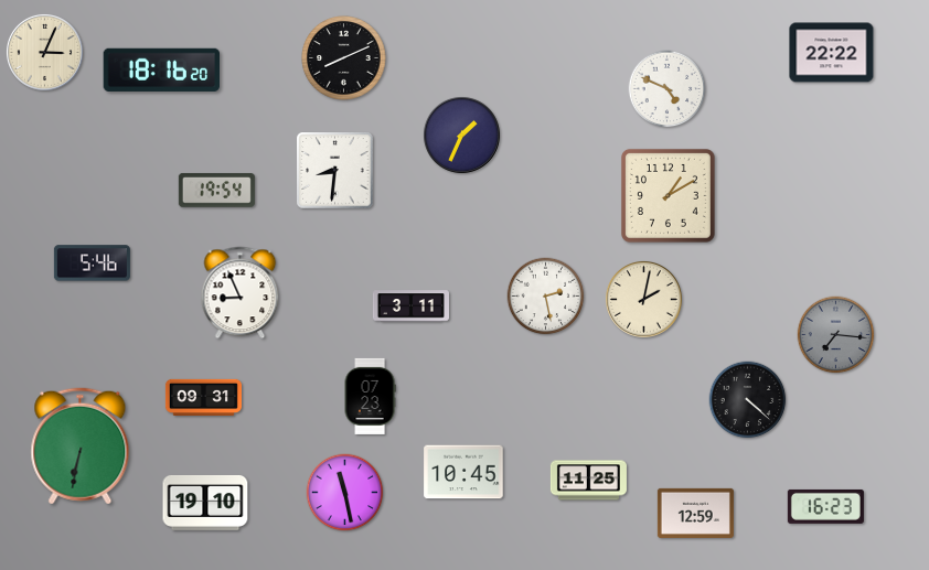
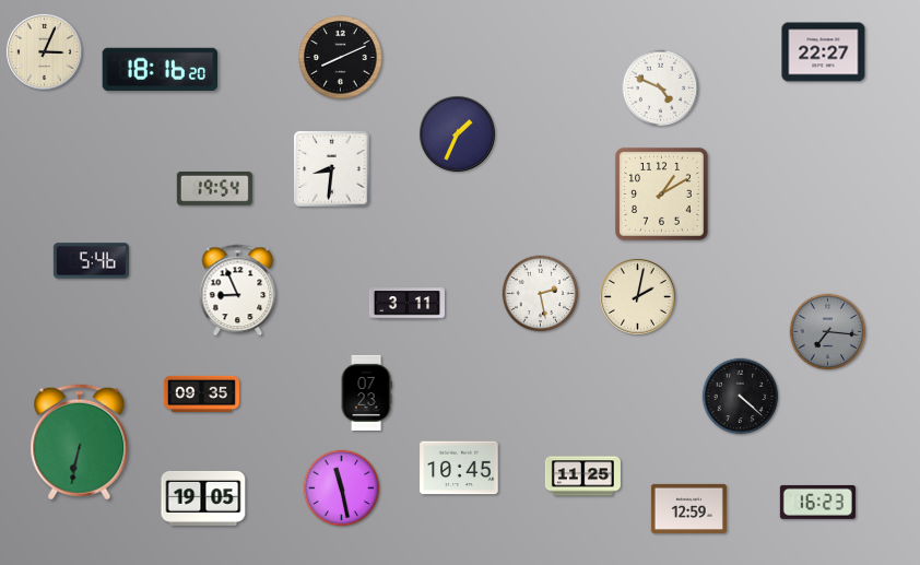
clock at (832, 53): 22:22 -> 22:27
clock at (203, 397): 09:31 -> 09:35
clock at (205, 503): 19:10 -> 19:05
